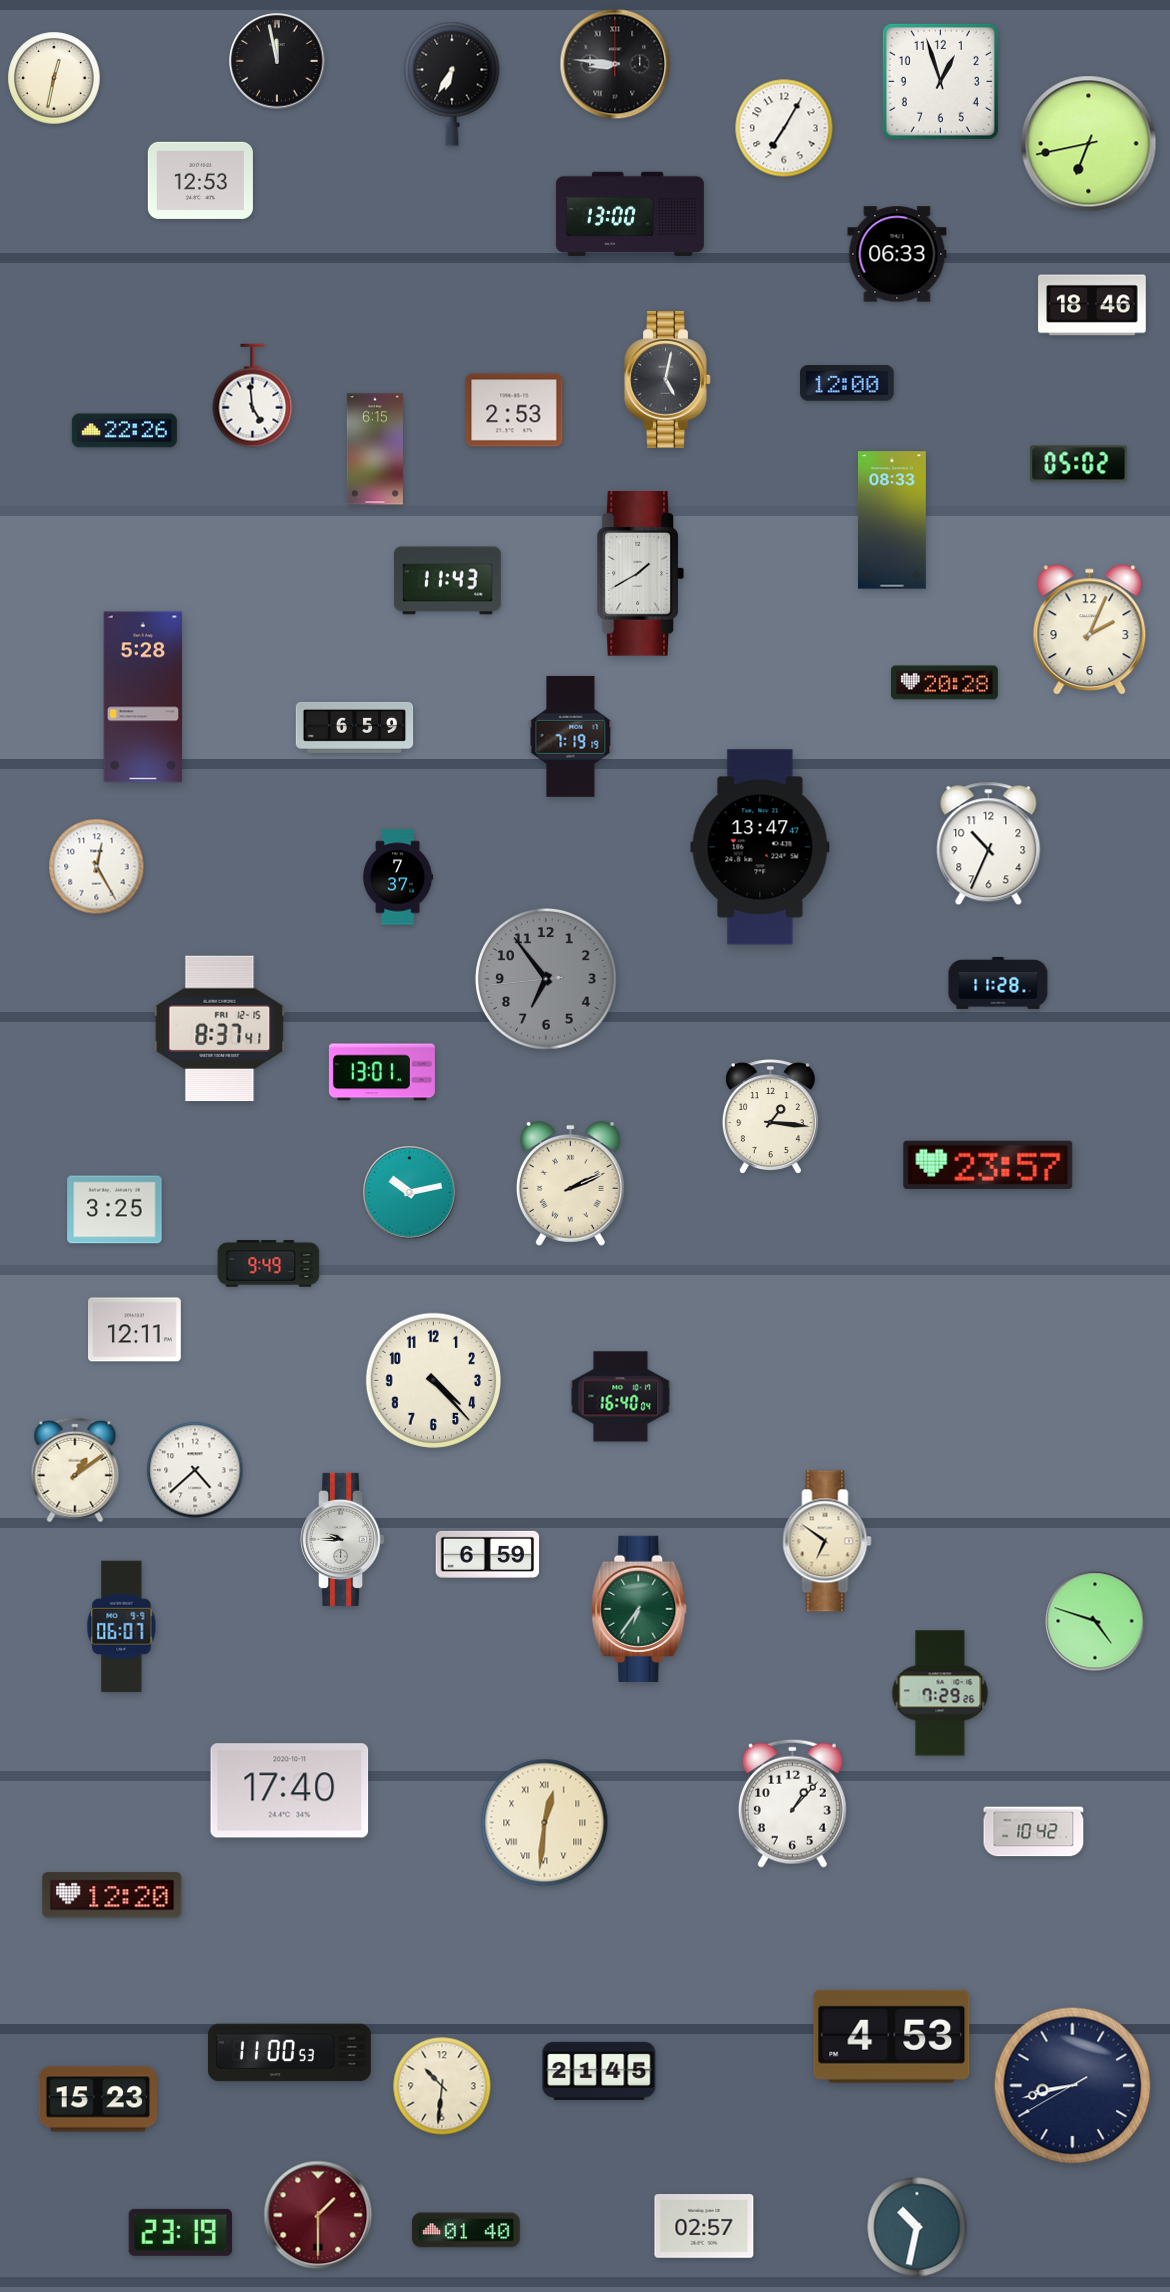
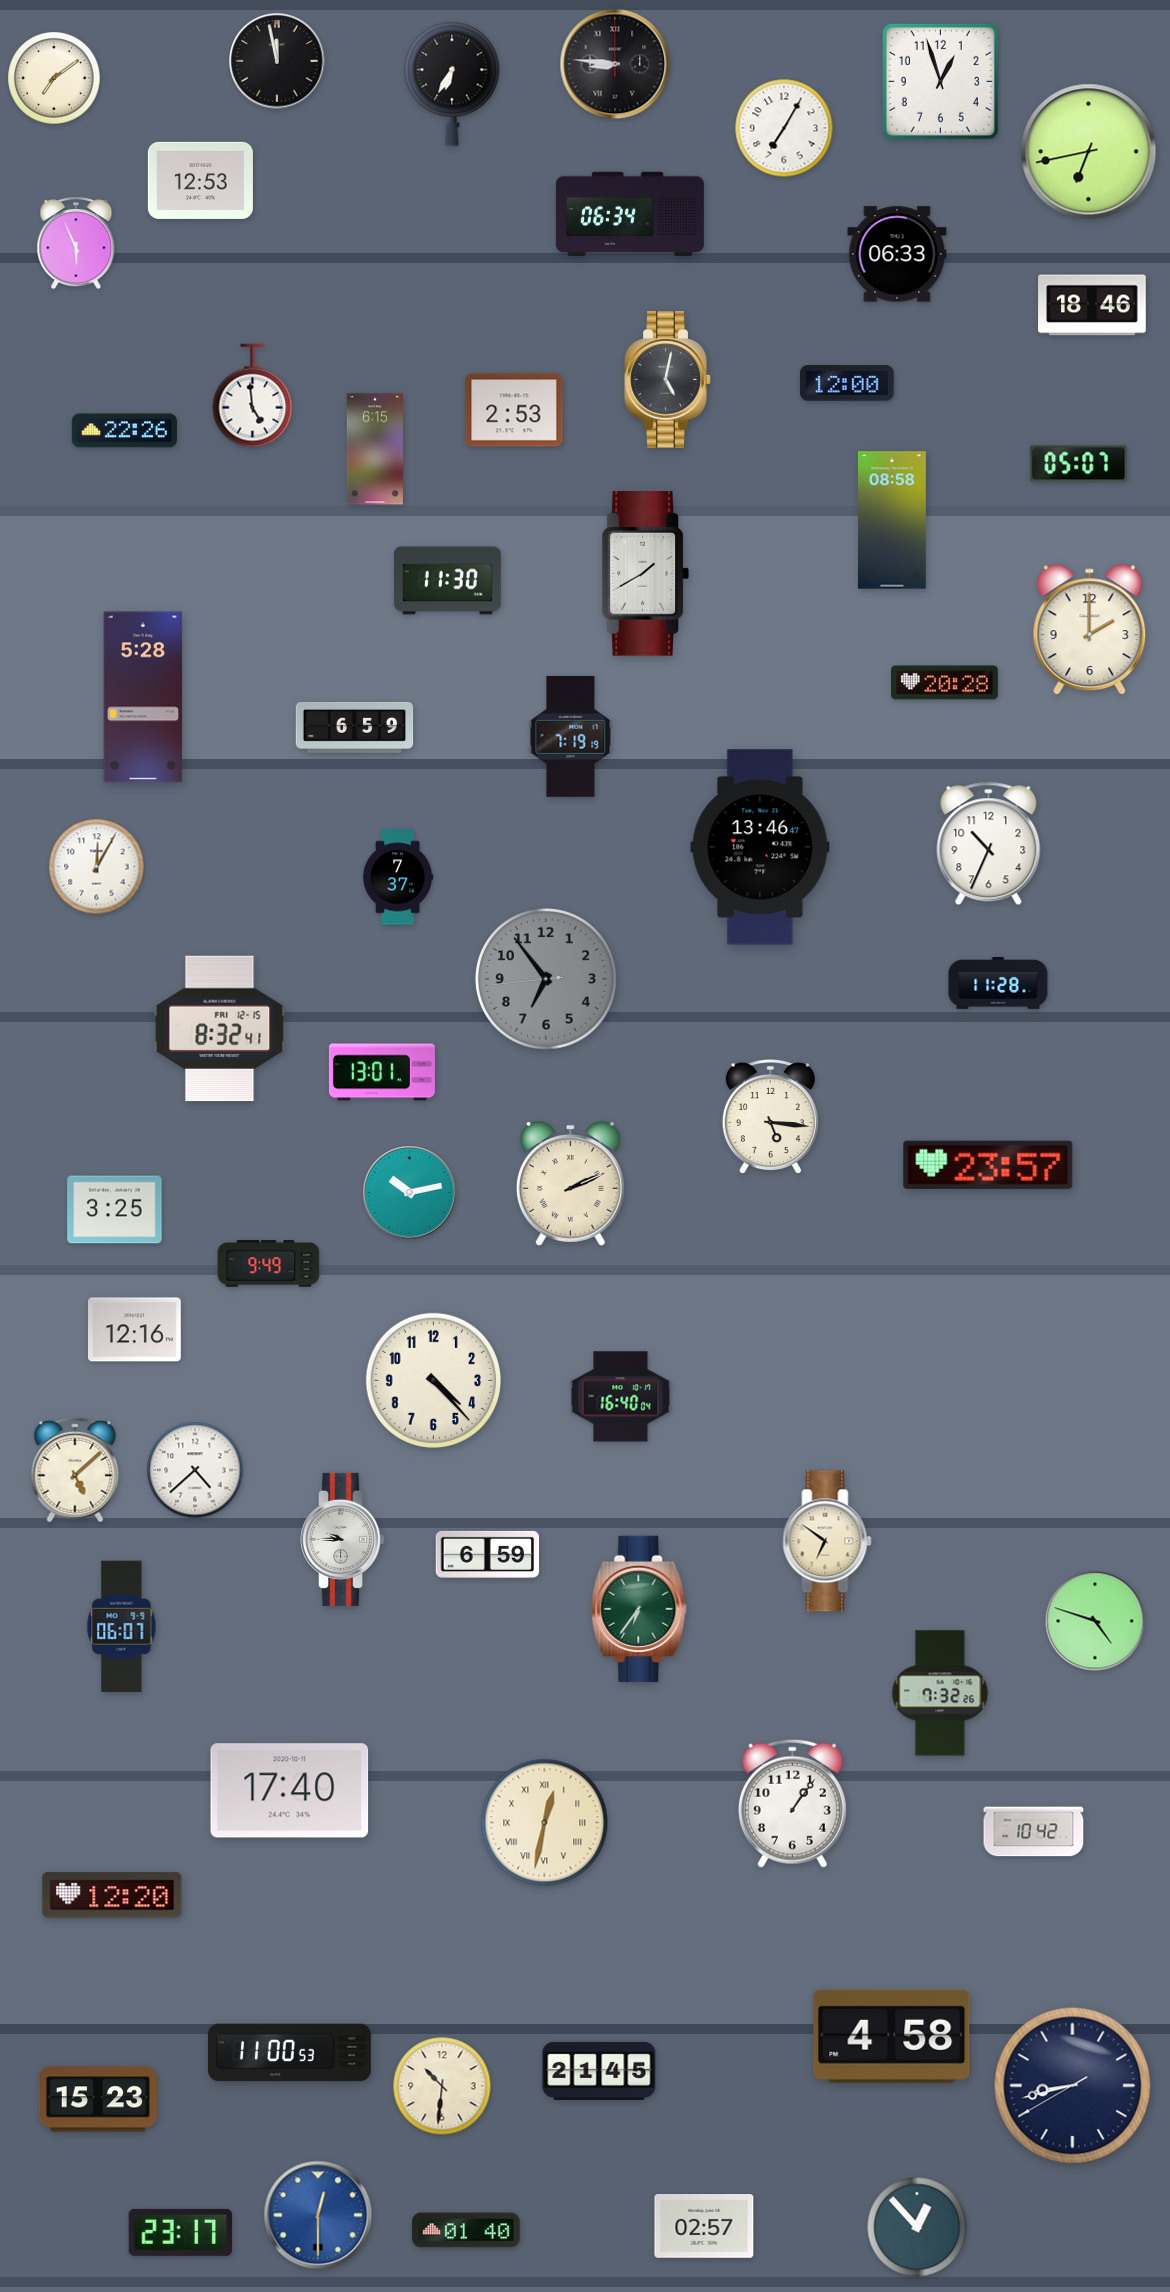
clock at (54, 78): 12:32 -> 7:09
clock at (1089, 144) position: (1089, 144) -> (1089, 152)
clock at (630, 214): 13:00 -> 06:34
clock at (76, 243): none -> 5:56
clock at (1079, 464): 05:02 -> 05:07
clock at (892, 520): 08:33 -> 08:58
clock at (640, 574) position: (640, 574) -> (645, 574)
clock at (447, 581): 11:43 -> 11:30
clock at (1090, 630): 2:04 -> 2:00
clock at (760, 847): 13:47 -> 13:46
clock at (97, 867): 12:25 -> 12:05
clock at (220, 1029): 8:37 -> 8:32
clock at (770, 1116): 1:16 -> 5:16
clock at (135, 1330): 12:11 -> 12:16
clock at (75, 1470): 1:09 -> 5:08
clock at (940, 1693): 7:29 -> 7:32
clock at (792, 1803): 1:07 -> 1:06
clock at (545, 1823): 12:31 -> 12:32
clock at (892, 2036): 4:53 -> 4:58
clock at (318, 2215): 1:30 -> 12:30
clock at (318, 2215) dial: burgundy -> blue
clock at (917, 2227): 10:32 -> 12:53
clock at (180, 2232): 23:19 -> 23:17
